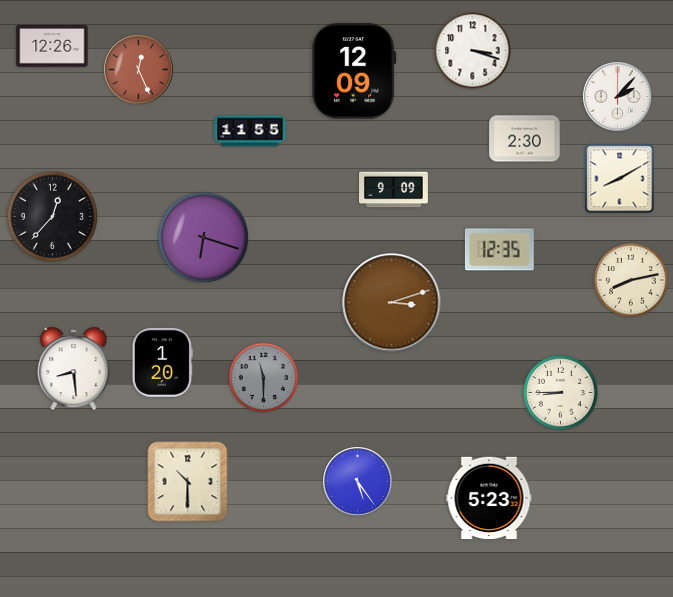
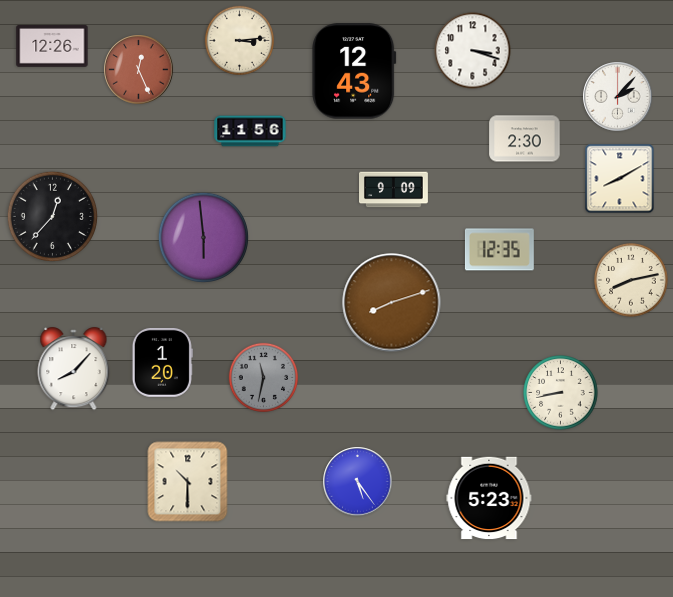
clock at (239, 40): none -> 3:14
clock at (354, 71): 12:09 -> 12:43
clock at (250, 131): 11:55 -> 11:56
clock at (203, 237): 6:18 -> 5:59
clock at (392, 303): 3:12 -> 8:12
clock at (74, 369): 8:29 -> 8:07
clock at (263, 377): 11:30 -> 11:32
clock at (561, 393): 8:45 -> 8:43
